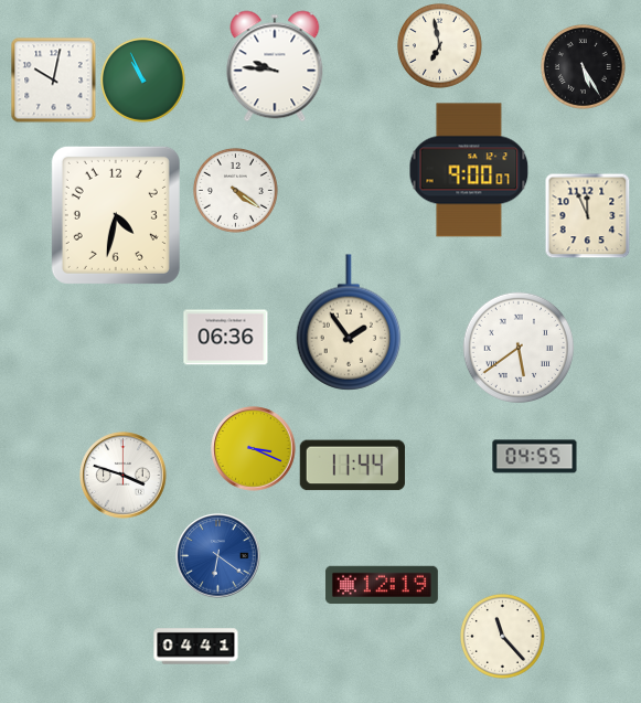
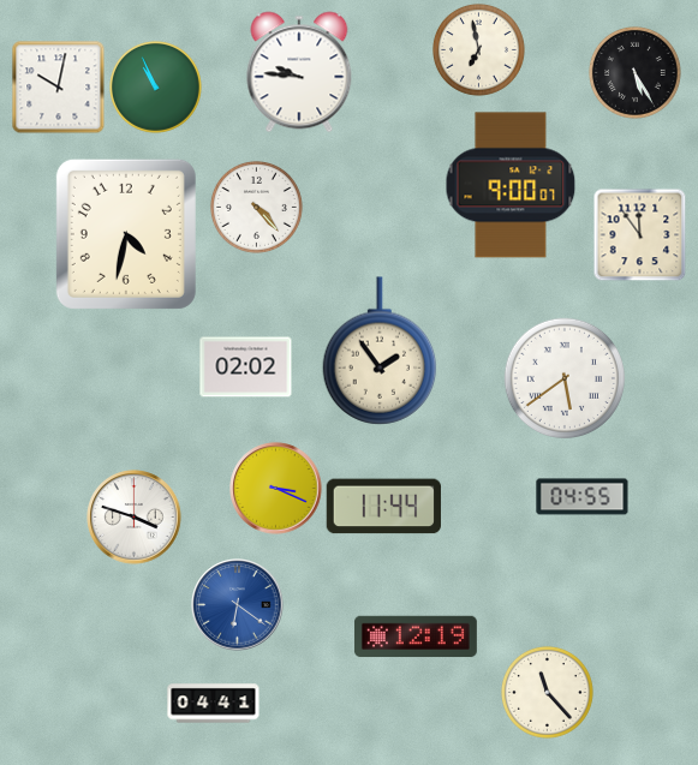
clock at (235, 190): 4:21 -> 4:23
clock at (587, 215): 11:56 -> 11:54
clock at (226, 338): 06:36 -> 02:02
